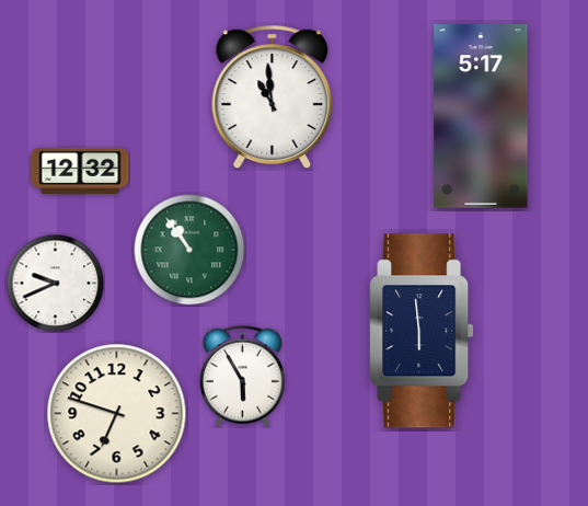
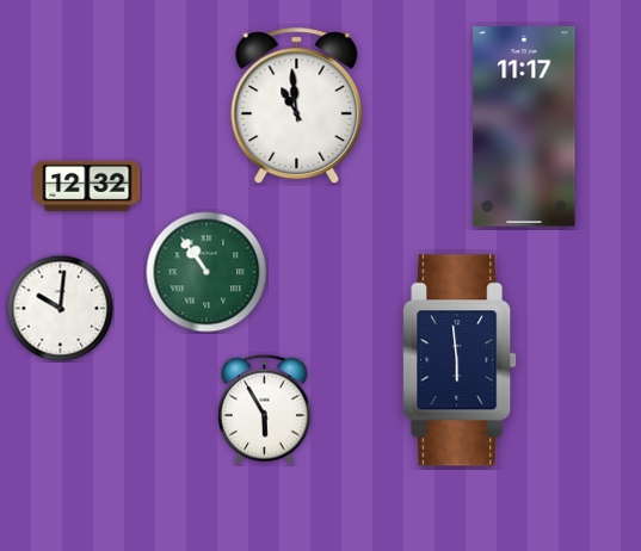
clock at (481, 116): 5:17 -> 11:17
clock at (55, 283): 9:41 -> 10:01
clock at (117, 414): 6:48 -> none
